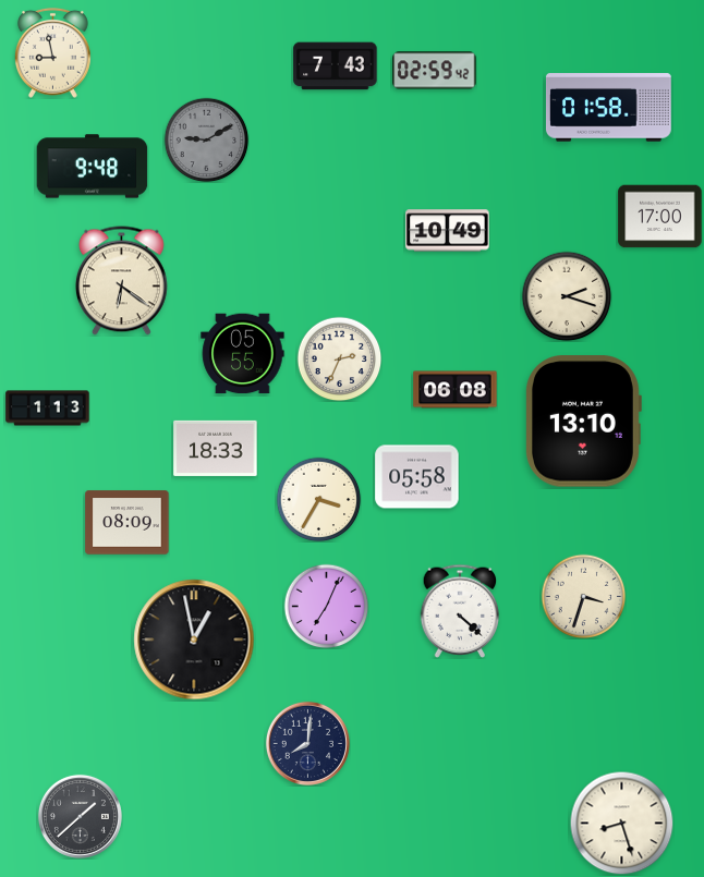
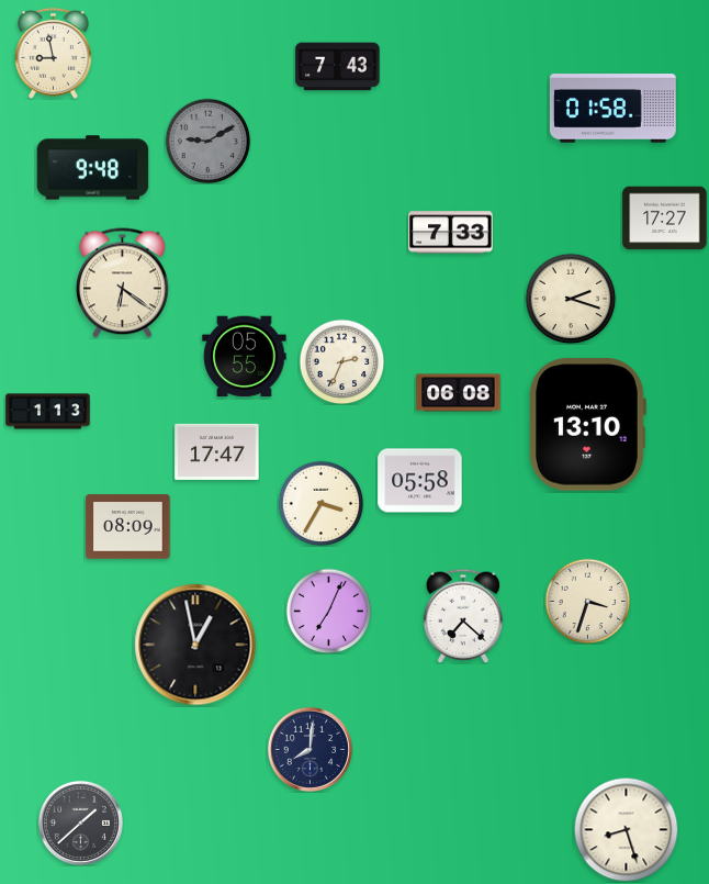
clock at (435, 71): 02:59 -> none
clock at (660, 217): 17:00 -> 17:27
clock at (448, 231): 10:49 -> 7:33
clock at (216, 448): 18:33 -> 17:47
clock at (460, 611): 4:22 -> 7:22
